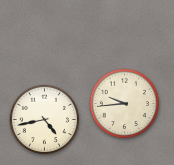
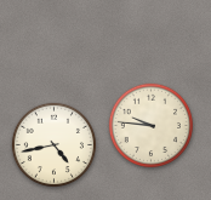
clock at (124, 103): 9:44 -> 9:46
